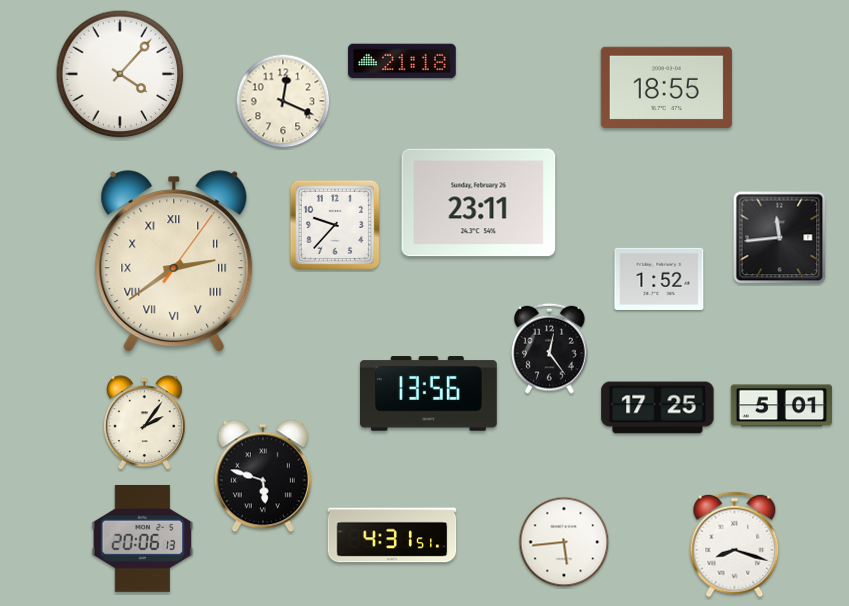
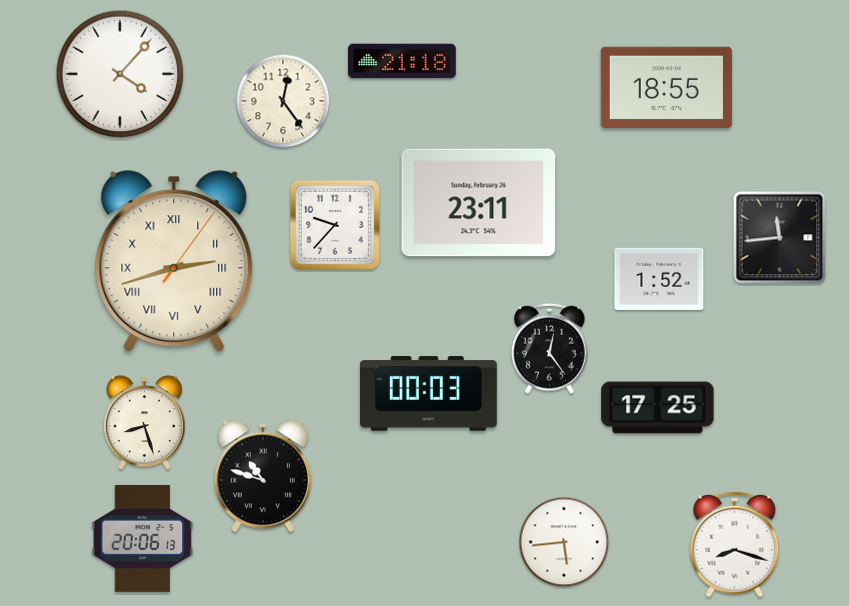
clock at (283, 101): 12:19 -> 12:24
clock at (174, 262): 2:39 -> 2:42
clock at (428, 394): 13:56 -> 00:03
clock at (781, 406): 5:01 -> none
clock at (145, 423): 2:06 -> 8:27
clock at (263, 476): 5:48 -> 10:48
clock at (392, 535): 4:31 -> none
